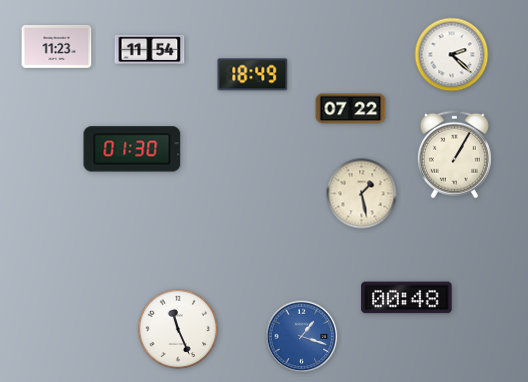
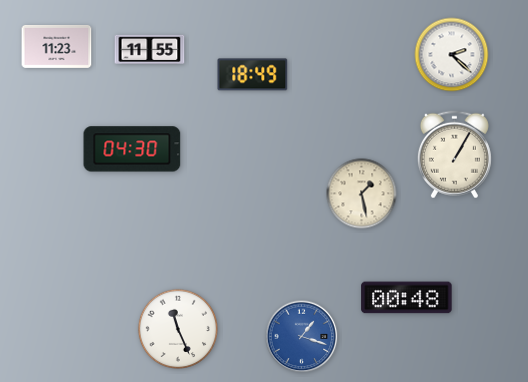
clock at (150, 49): 11:54 -> 11:55
clock at (351, 109): 07:22 -> none
clock at (132, 149): 01:30 -> 04:30
